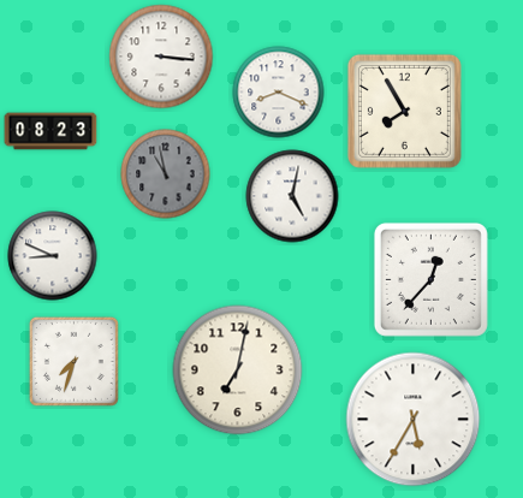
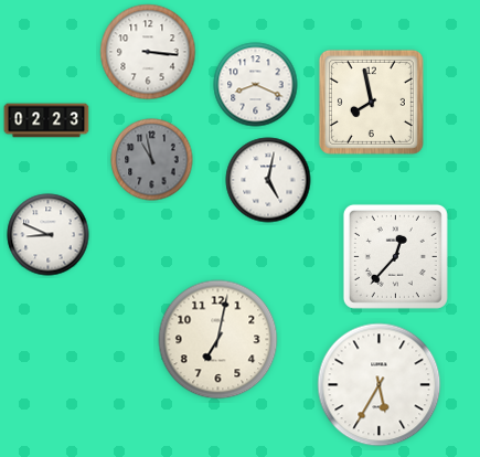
clock at (404, 111): 7:55 -> 7:58
clock at (50, 131): 08:23 -> 02:23
clock at (73, 361): 7:33 -> none
